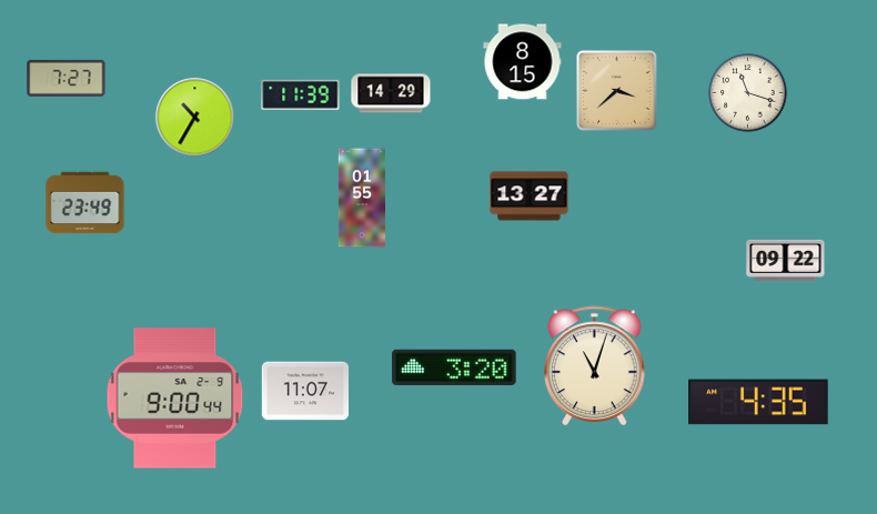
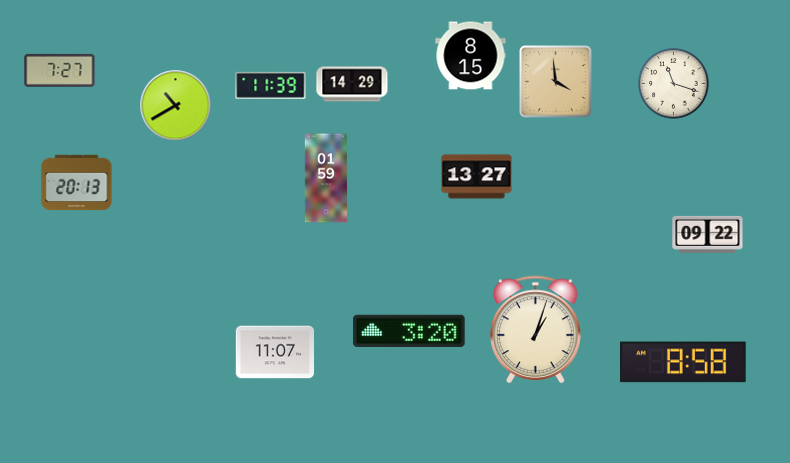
clock at (617, 91): 3:38 -> 3:59
clock at (195, 118): 10:35 -> 10:40
clock at (362, 198): 01:55 -> 01:59
clock at (85, 203): 23:49 -> 20:13
clock at (595, 365): 11:03 -> 1:03
clock at (175, 399): 9:00 -> none
clock at (758, 402): 4:35 -> 8:58
